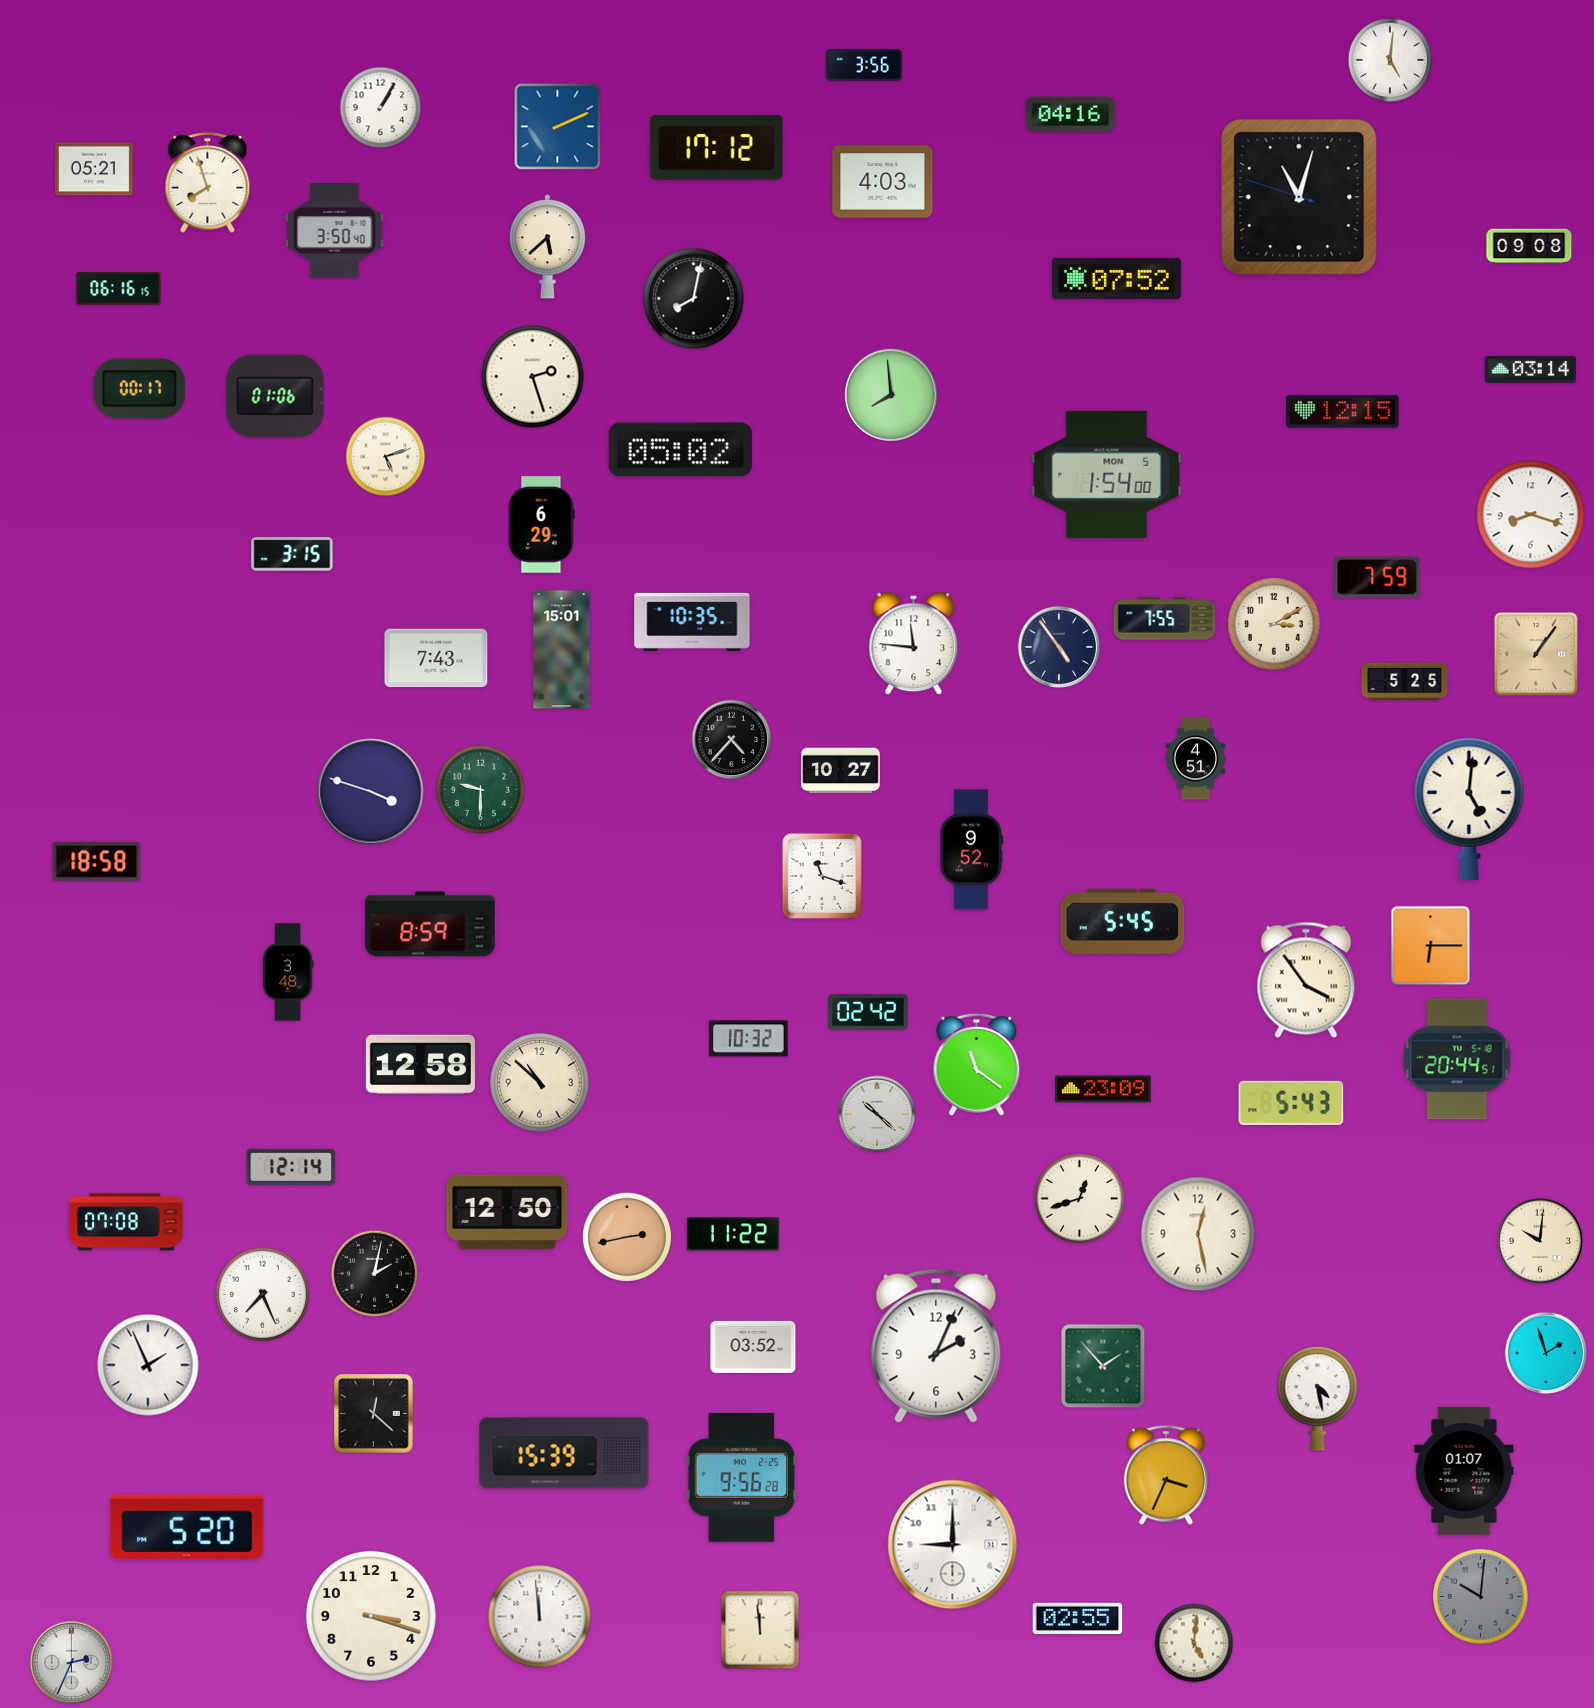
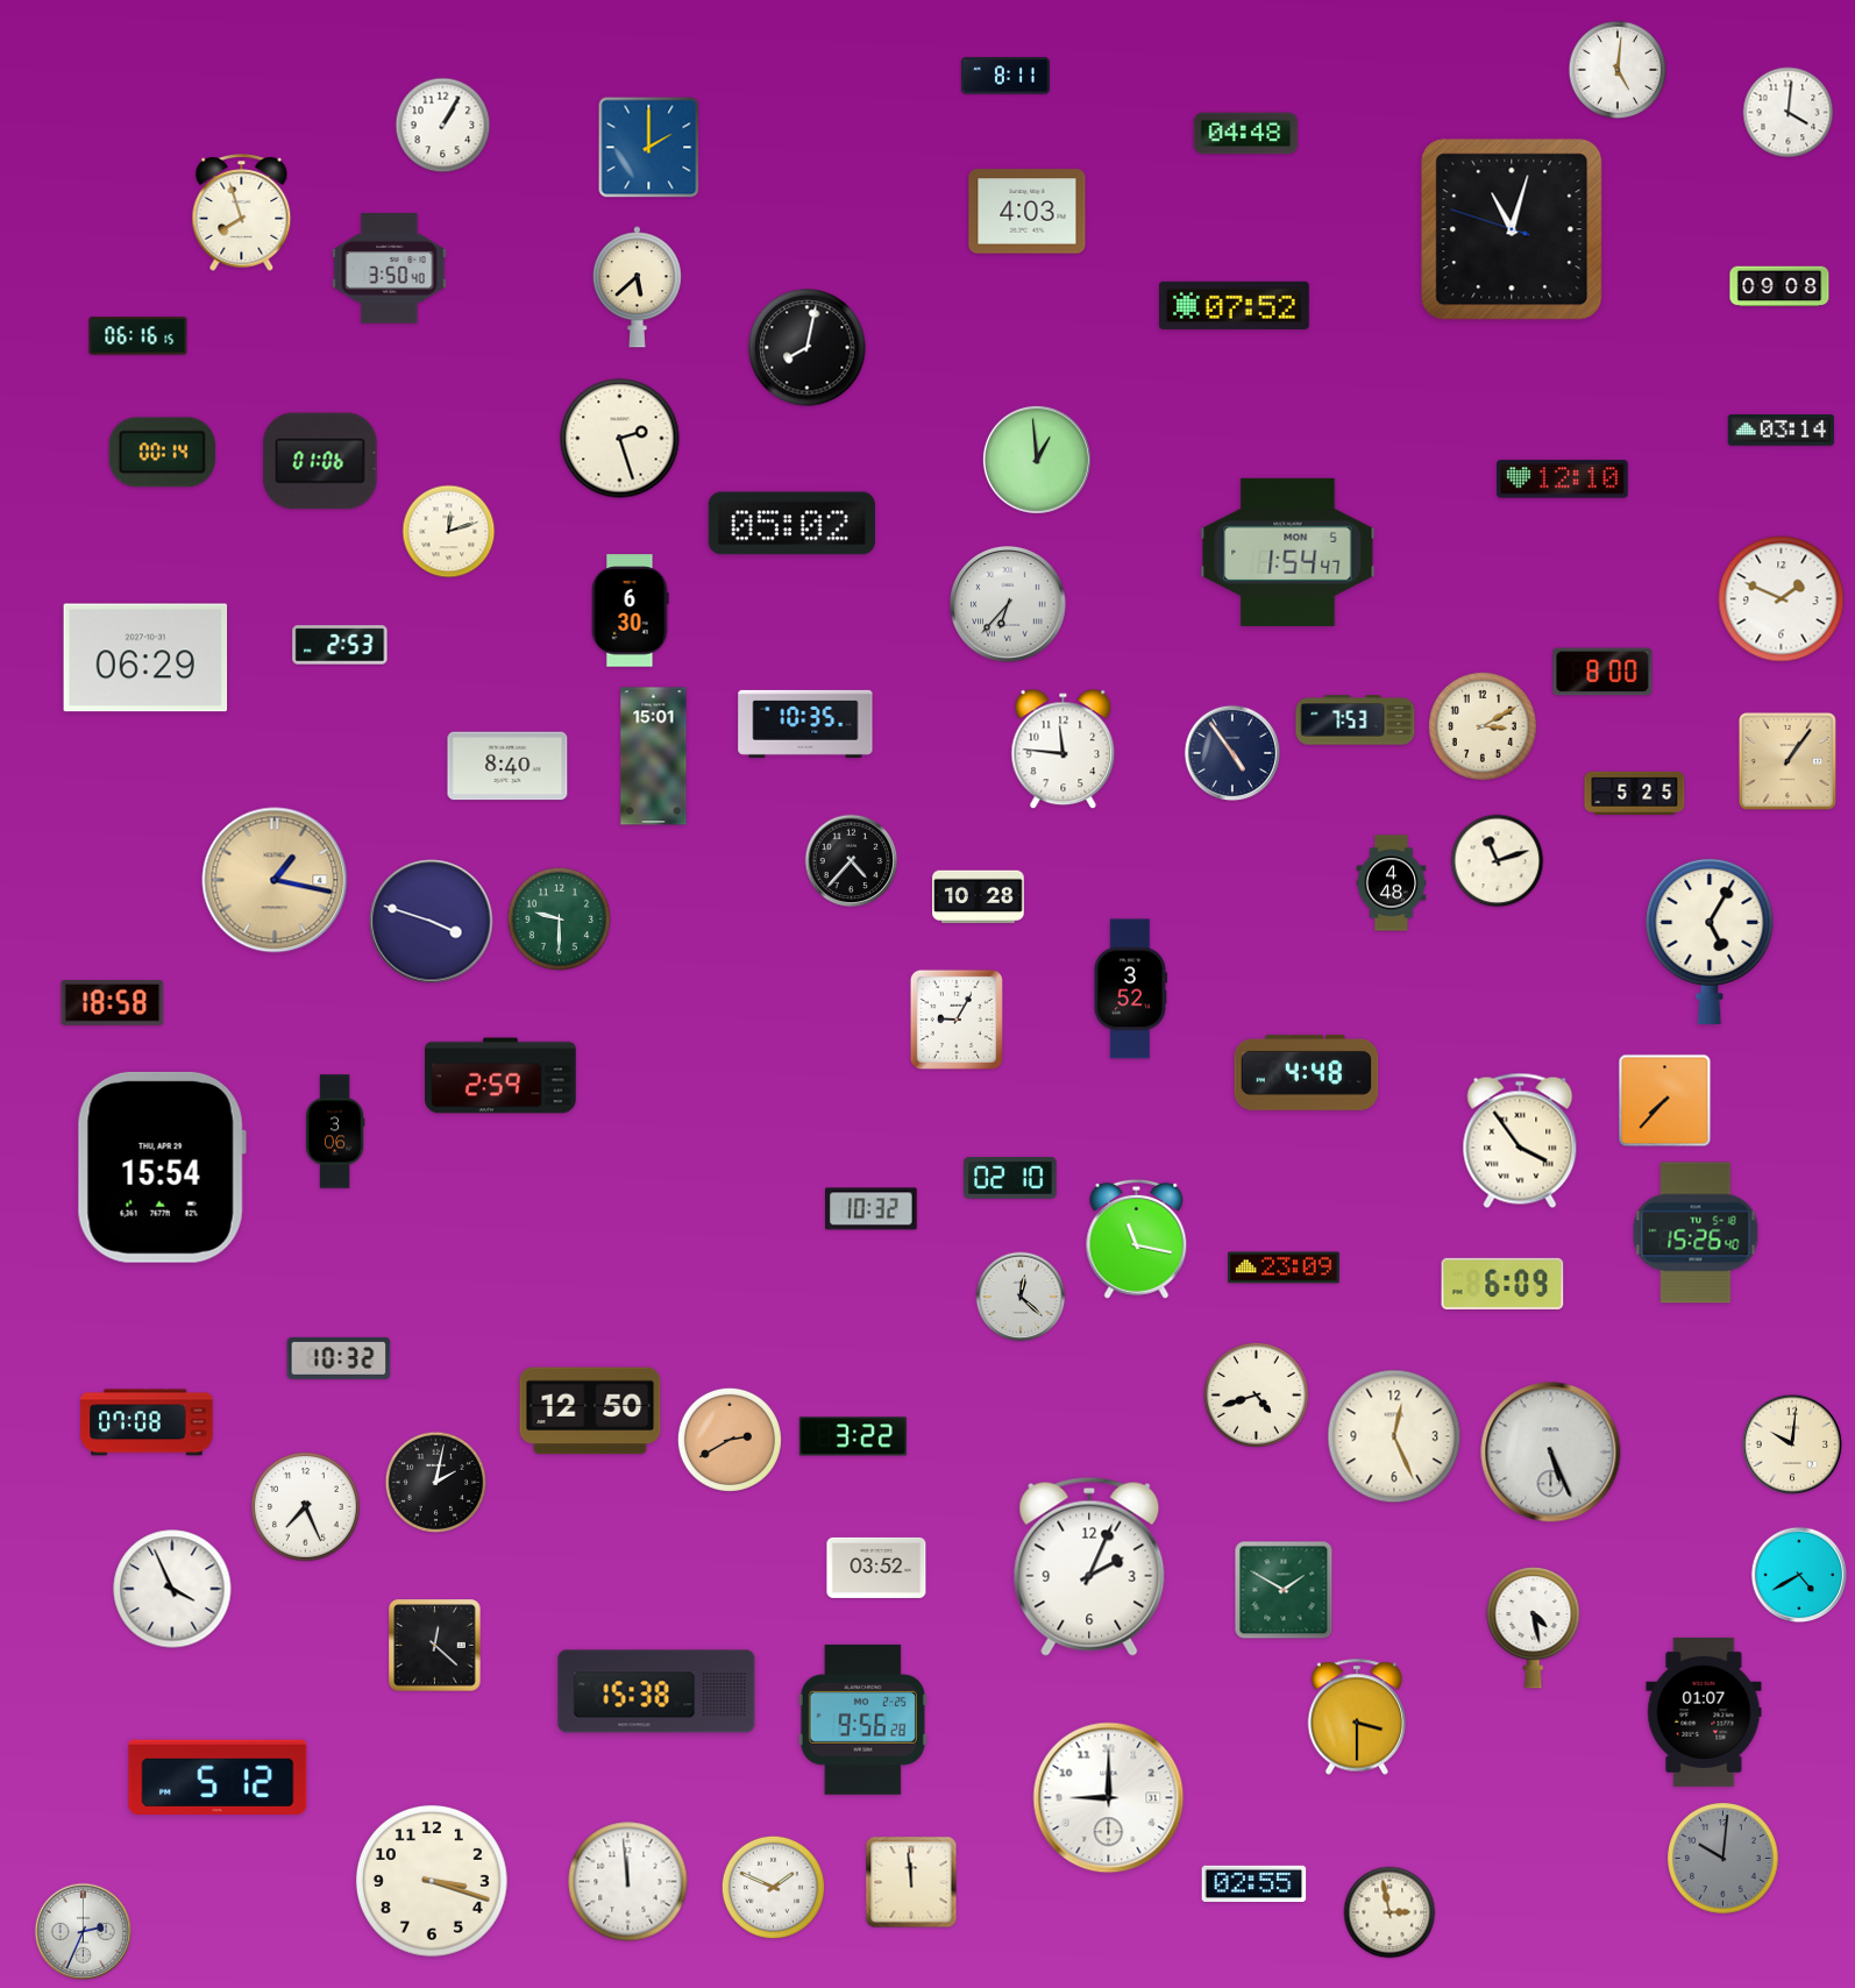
clock at (864, 65): 3:56 -> 8:11
clock at (1789, 113): none -> 4:01
clock at (1071, 115): 04:16 -> 04:48
clock at (558, 127): 2:11 -> 2:00
clock at (717, 148): 17:12 -> none
clock at (95, 169): 05:21 -> none
clock at (1117, 278) position: (1117, 278) -> (1235, 305)
clock at (139, 389): 00:17 -> 00:14
clock at (891, 395): 7:59 -> 12:59
clock at (1343, 412): 12:15 -> 12:10
clock at (386, 457): 5:12 -> 12:12
clock at (1107, 474): 1:54:00 -> 1:54:47
clock at (1531, 515): 8:18 -> 1:49
clock at (1008, 604): none -> 6:37
clock at (541, 525): 6:29 -> 6:30
clock at (292, 554): 3:15 -> 2:53
clock at (145, 658): none -> 06:29
clock at (1377, 577): 7:59 -> 8:00
clock at (1165, 619): 7:55 -> 7:53
clock at (436, 658): 7:43 -> 8:40
clock at (1498, 861): none -> 11:12
clock at (275, 880): none -> 1:17
clock at (1196, 759): 4:51 -> 4:48
clock at (841, 771): 10:27 -> 10:28
clock at (1469, 808): 5:01 -> 5:05
clock at (971, 850): 9:52 -> 3:52
clock at (822, 876): 11:18 -> 9:05
clock at (1123, 921): 5:45 -> 4:48
clock at (430, 924): 8:59 -> 2:59
clock at (1431, 946): 6:15 -> 7:37
clock at (288, 972): 3:48 -> 3:06
clock at (162, 1167): none -> 15:54
clock at (868, 1013): 02:42 -> 02:10
clock at (1457, 1059): 20:44 -> 15:26
clock at (977, 1064): 11:21 -> 11:17
clock at (420, 1065): 12:58 -> none
clock at (540, 1083): 10:52 -> none
clock at (1291, 1103): 5:43 -> 6:09
clock at (877, 1114): 10:22 -> 12:22
clock at (291, 1167): 12:14 -> 10:32
clock at (1079, 1198): 12:42 -> 4:42
clock at (733, 1234): 11:22 -> 3:22
clock at (1198, 1234): 12:28 -> 12:26
clock at (627, 1237): 2:43 -> 2:40
clock at (1551, 1453): none -> 5:26
clock at (1546, 1353): 1:57 -> 4:40
clock at (148, 1365): 1:56 -> 3:56
clock at (1103, 1366): 1:53 -> 1:50
clock at (564, 1453): 15:39 -> 15:38
clock at (1166, 1475): 3:34 -> 3:30
clock at (187, 1527): 5:20 -> 5:12
clock at (773, 1887): none -> 1:49
clock at (760, 1630) position: (760, 1630) -> (911, 1882)
clock at (1194, 1643): 5:01 -> 2:58
clock at (72, 1663) position: (72, 1663) -> (84, 1932)
